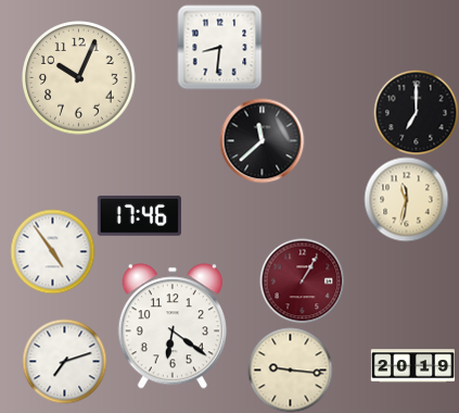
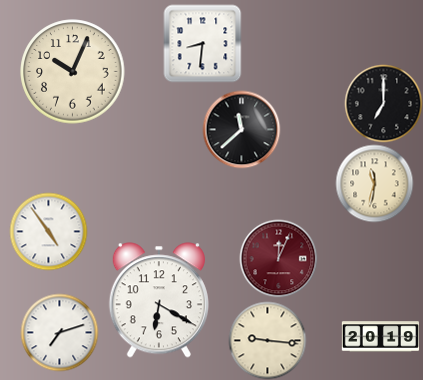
clock at (139, 215): 17:46 -> none
clock at (302, 280): 1:05 -> 12:04
clock at (173, 326): 6:21 -> 6:20
